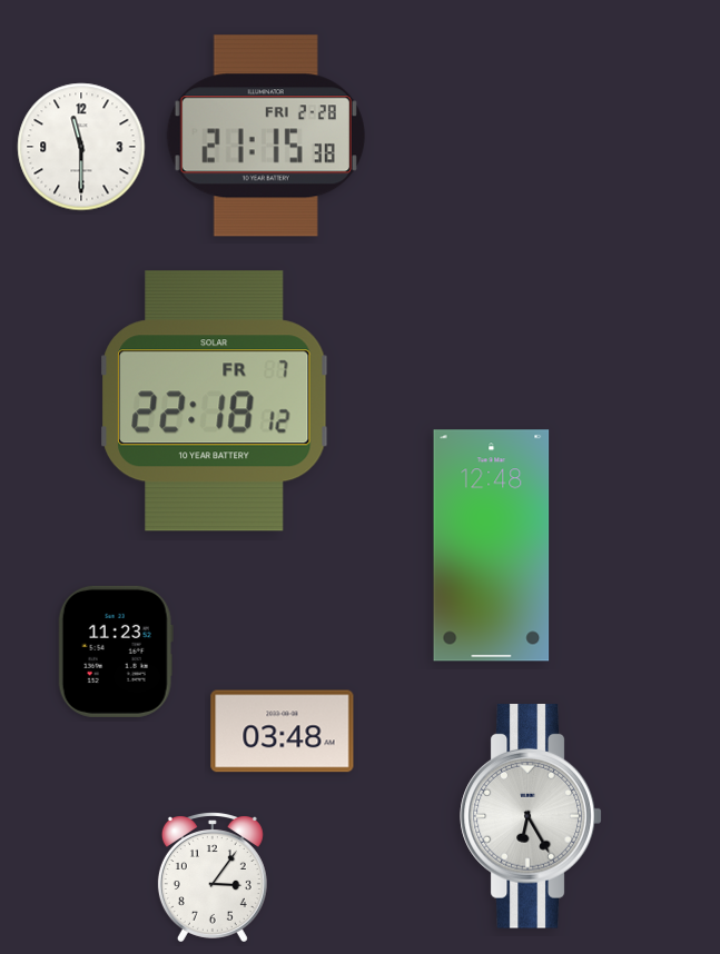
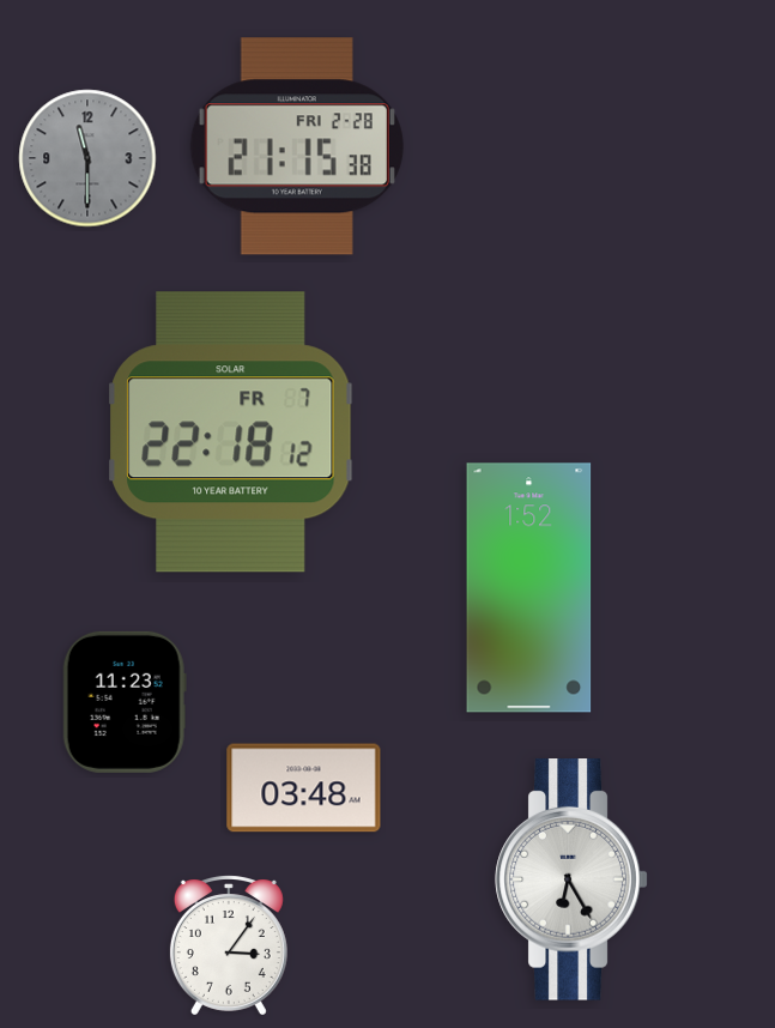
clock at (266, 136) position: (266, 136) -> (297, 146)
clock at (81, 147) dial: white -> grey
clock at (492, 546): 12:48 -> 1:52
